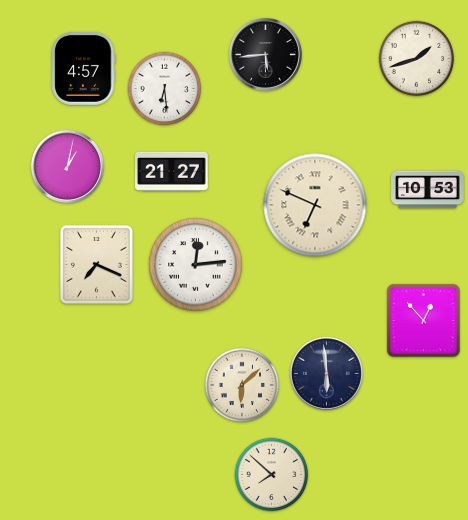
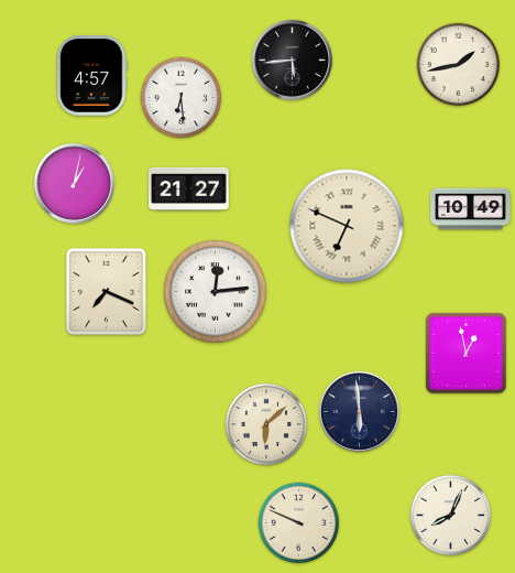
clock at (417, 59): 1:42 -> 1:43
clock at (428, 190): 10:53 -> 10:49
clock at (423, 320): 12:53 -> 12:58
clock at (451, 516): none -> 8:04
clock at (272, 475): 7:52 -> 9:49
